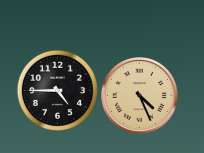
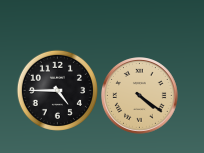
clock at (140, 96): 4:26 -> 4:21
